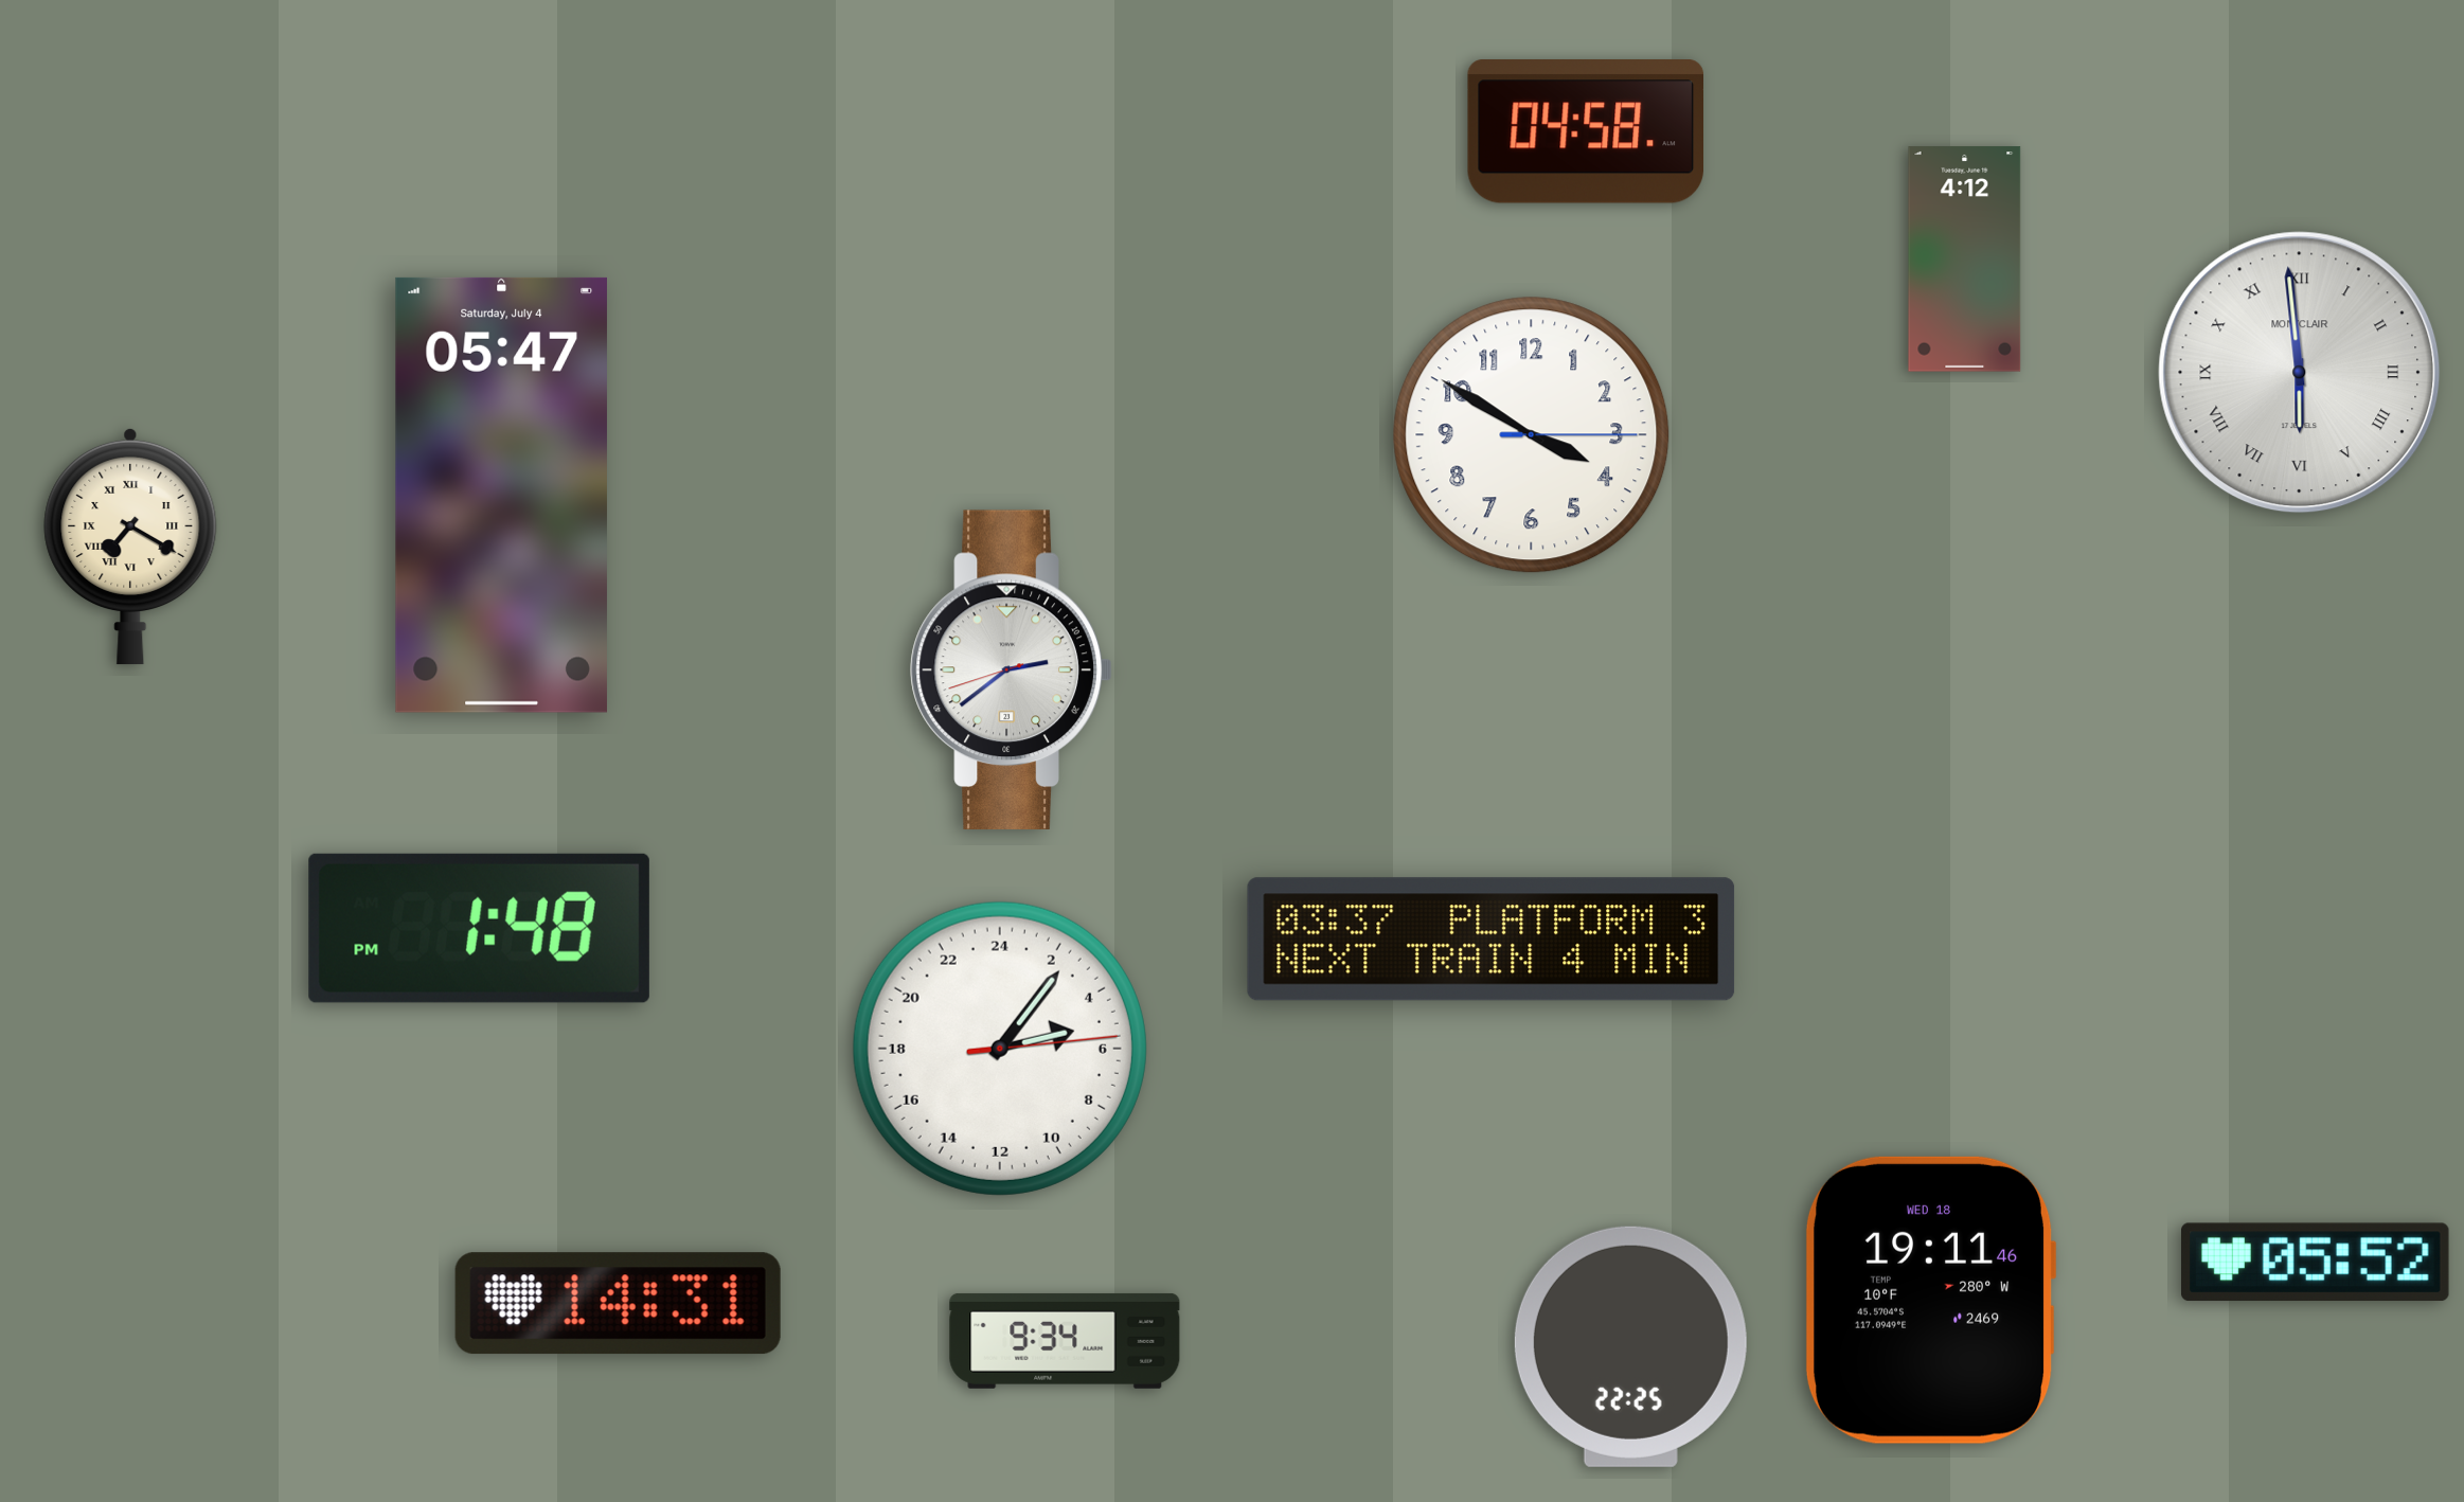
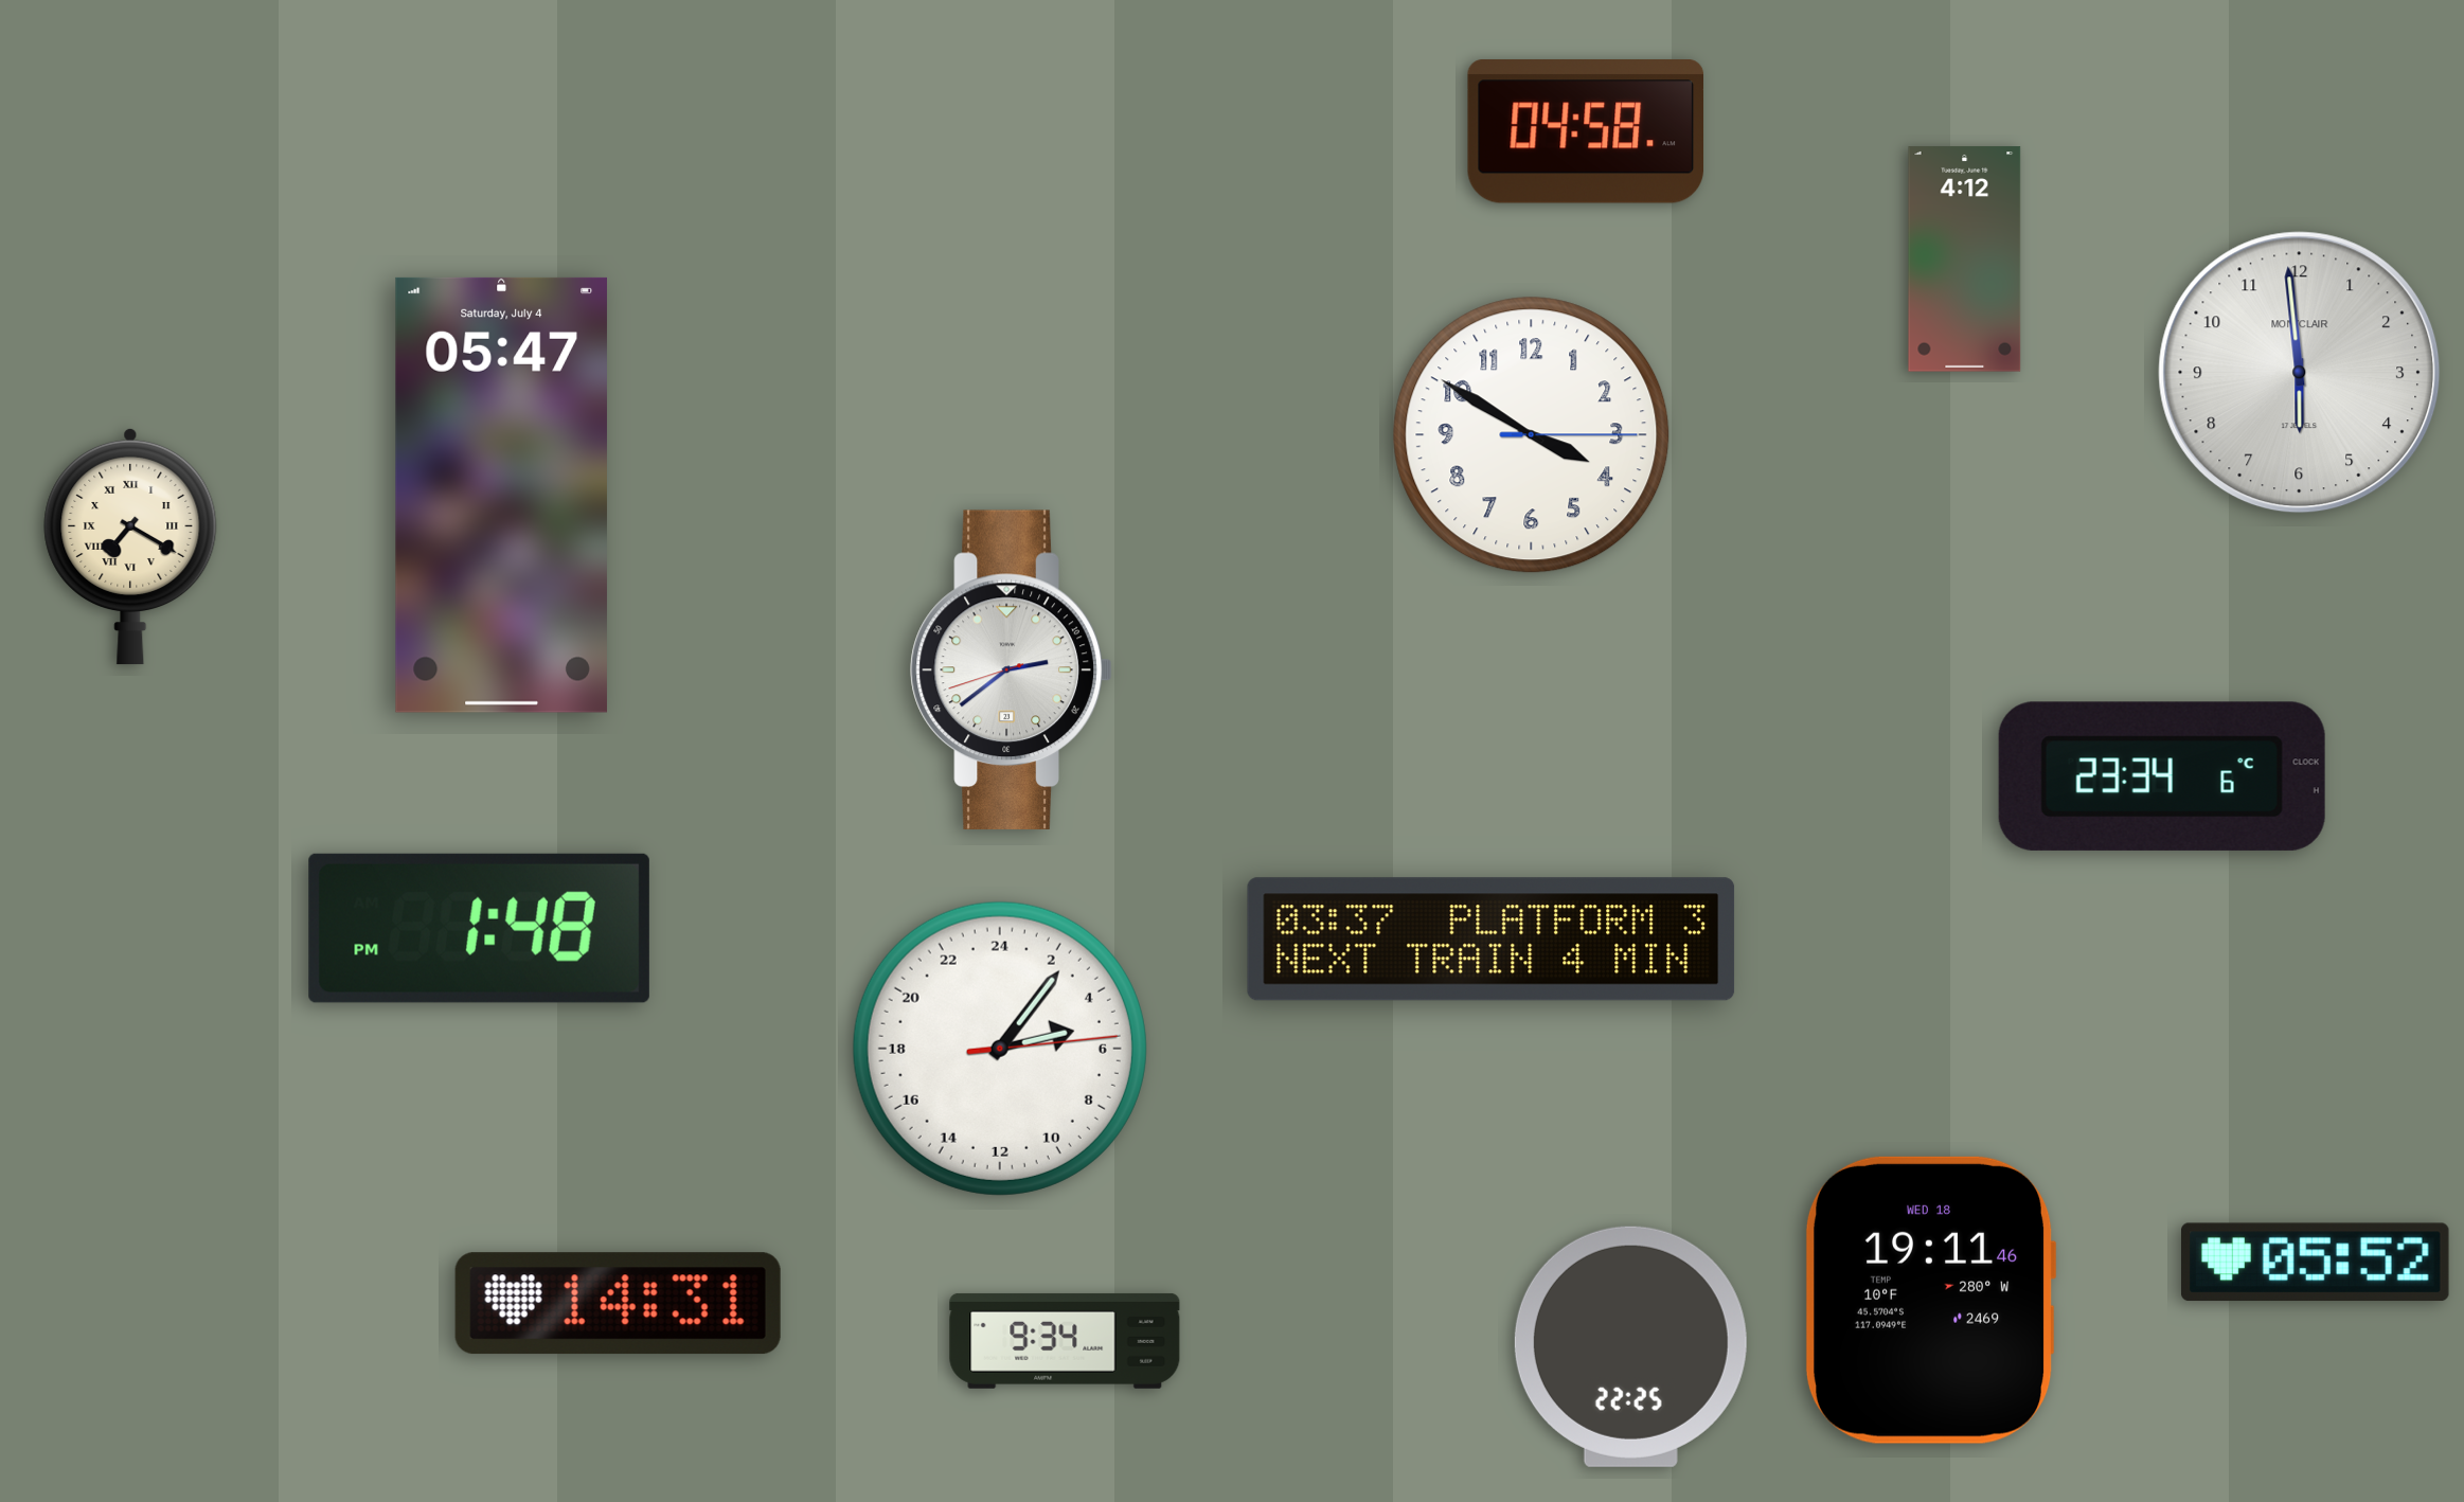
clock at (2300, 373) numerals: Roman -> Arabic
clock at (2162, 776): none -> 23:34
